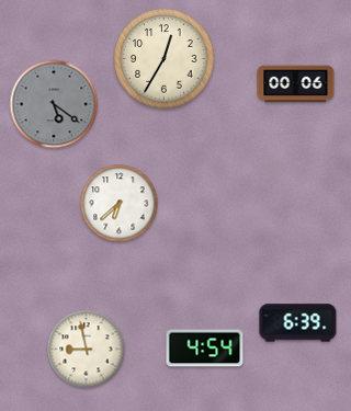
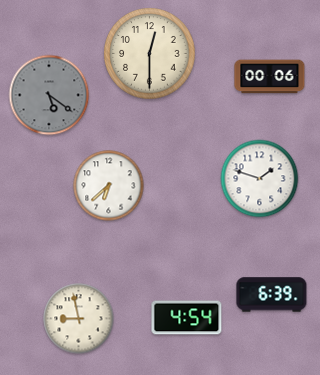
clock at (165, 59): 12:35 -> 12:30
clock at (260, 179): none -> 1:48
